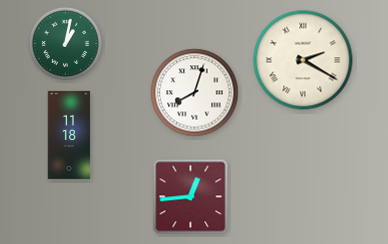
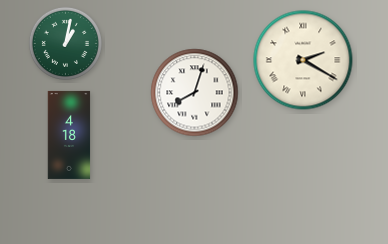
clock at (69, 135): 11:18 -> 4:18
clock at (191, 197): 12:44 -> none
